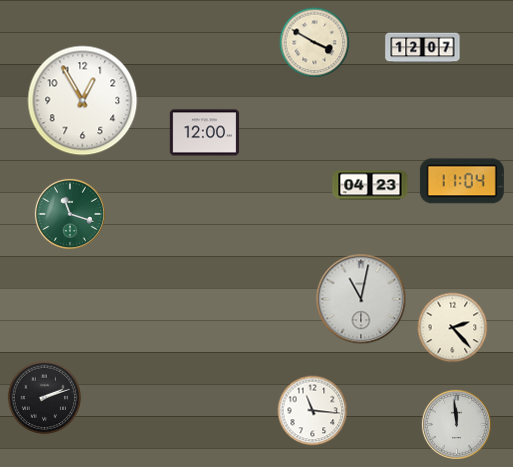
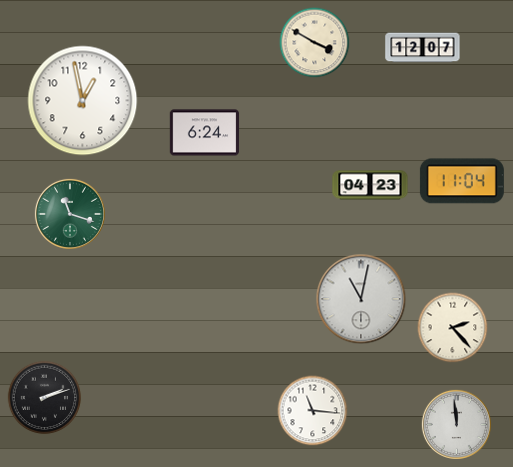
clock at (83, 101): 12:55 -> 12:58
clock at (205, 133): 12:00 -> 6:24
